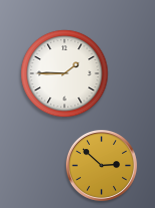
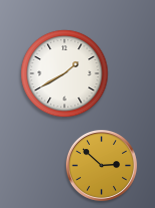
clock at (65, 74): 1:45 -> 1:40
